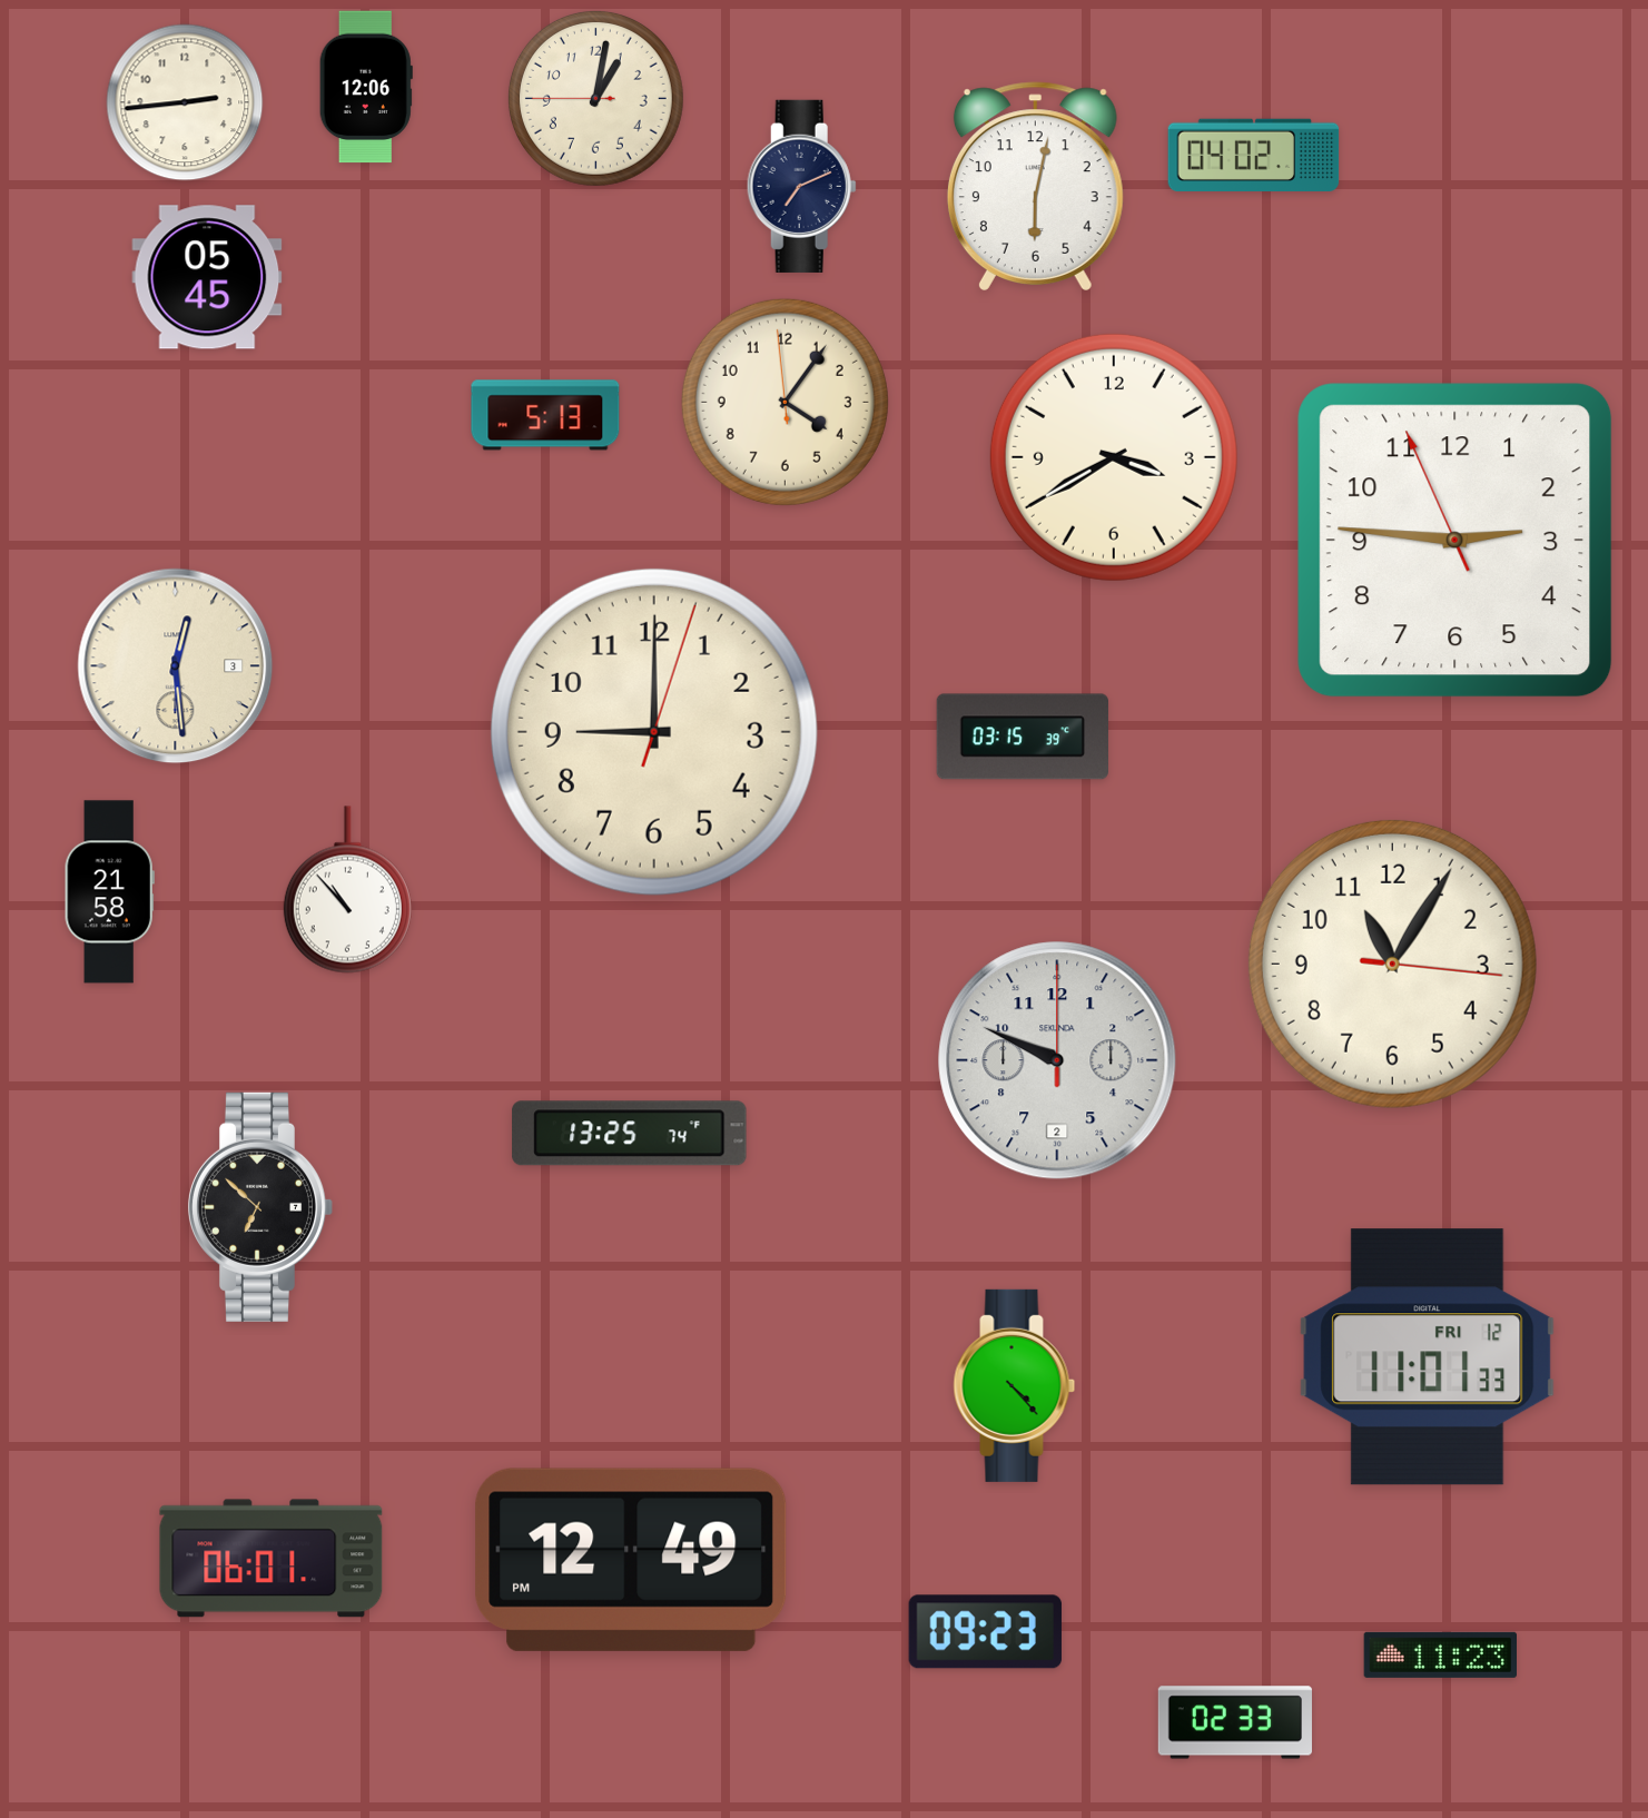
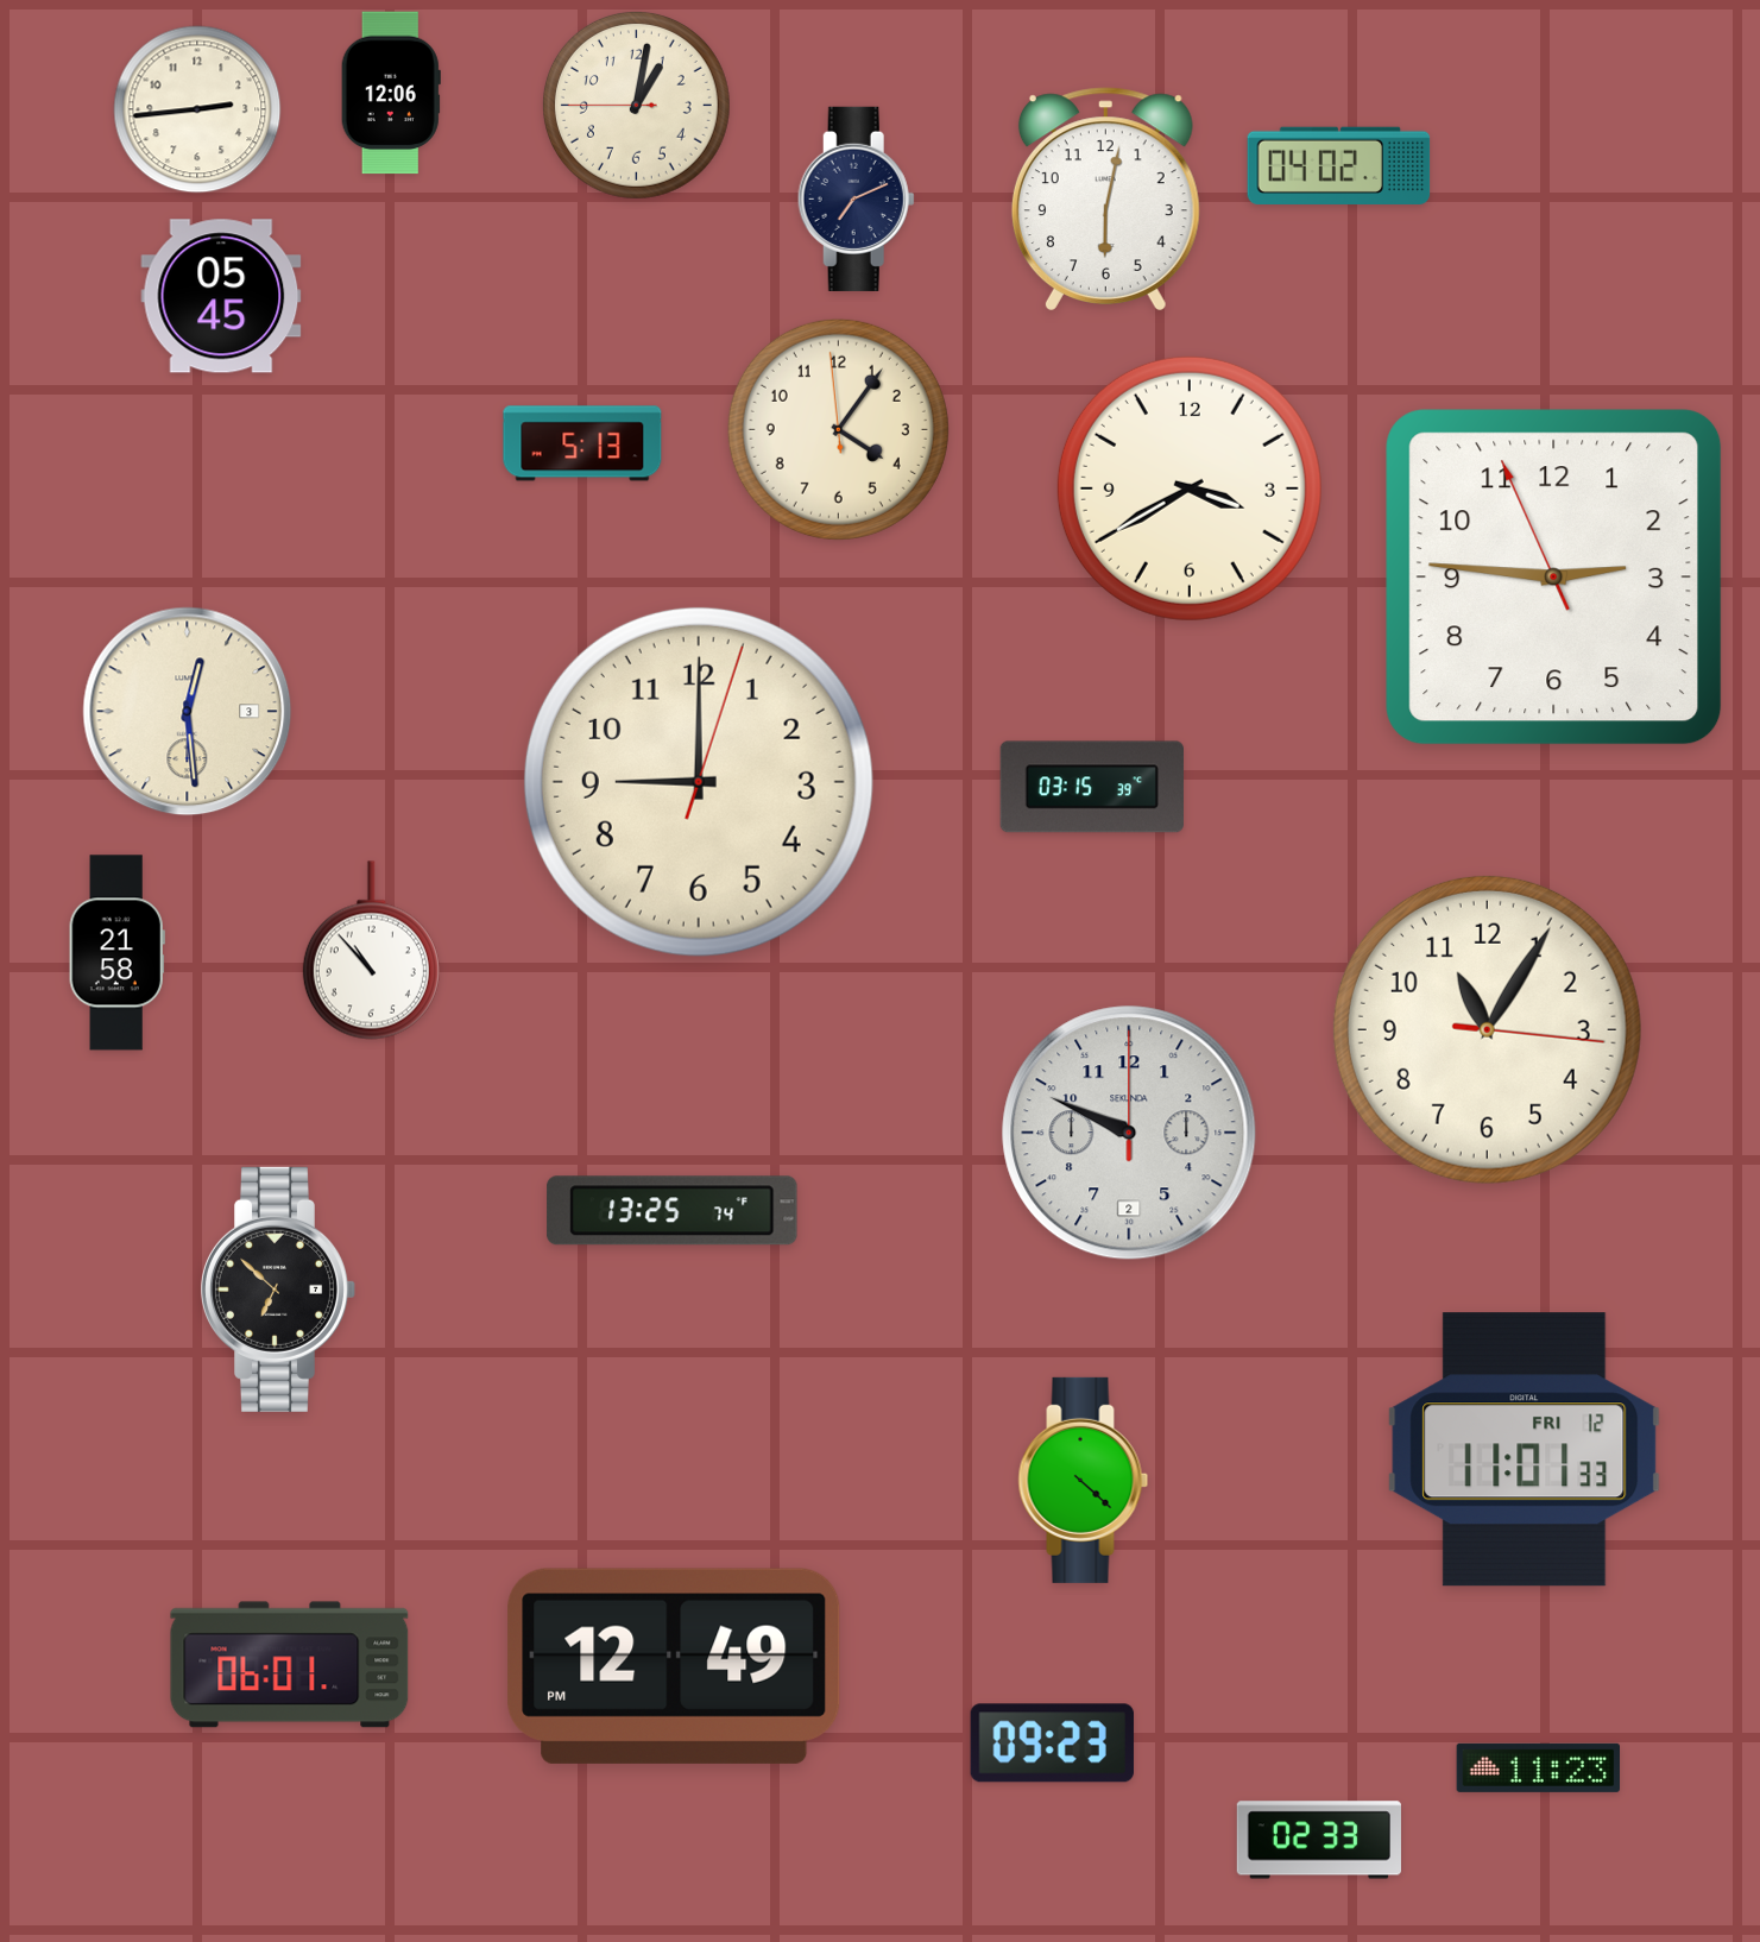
clock at (1015, 1385): 4:23 -> 4:22
